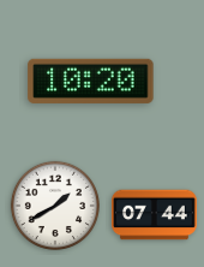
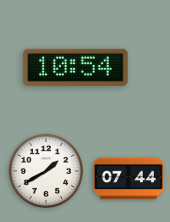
clock at (91, 81): 10:20 -> 10:54
